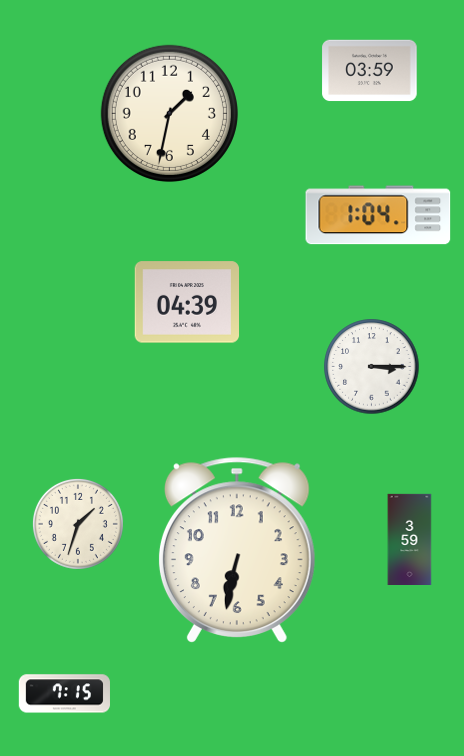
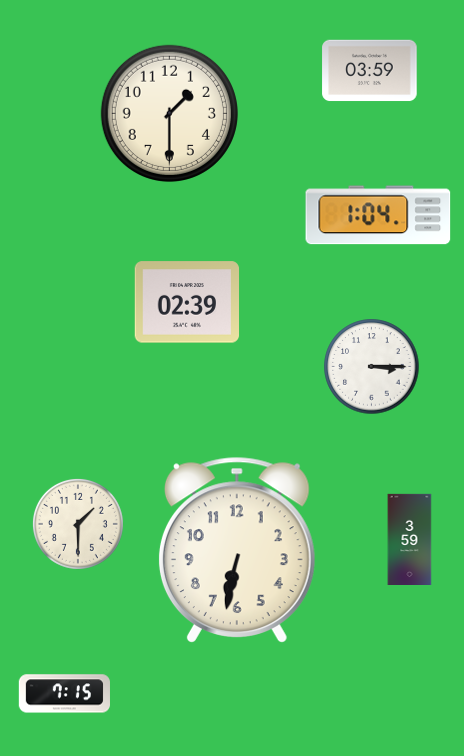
clock at (169, 113): 1:32 -> 1:30
clock at (187, 302): 04:39 -> 02:39
clock at (78, 524): 1:33 -> 1:30
